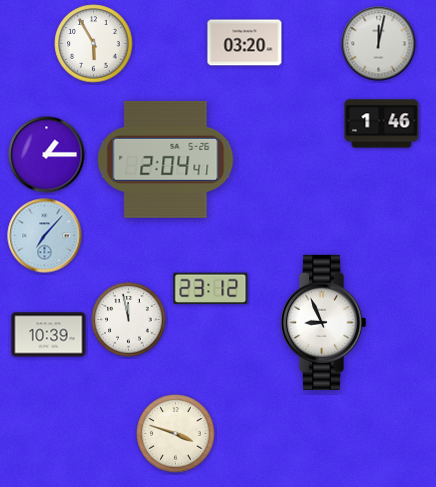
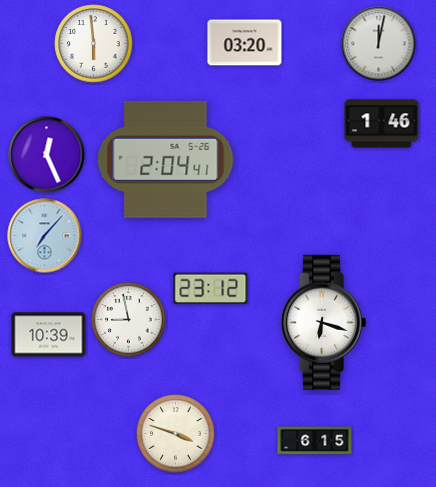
clock at (94, 44): 5:55 -> 5:59
clock at (47, 155): 1:15 -> 12:26
clock at (129, 320): 11:58 -> 8:58
clock at (323, 322): 8:56 -> 6:18
clock at (315, 441): none -> 6:15
